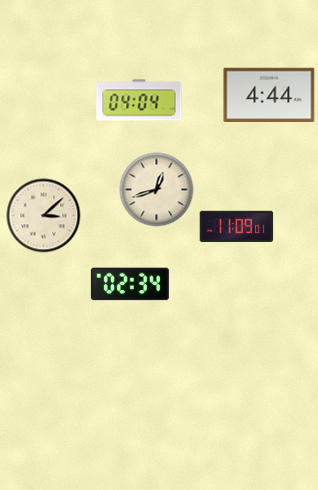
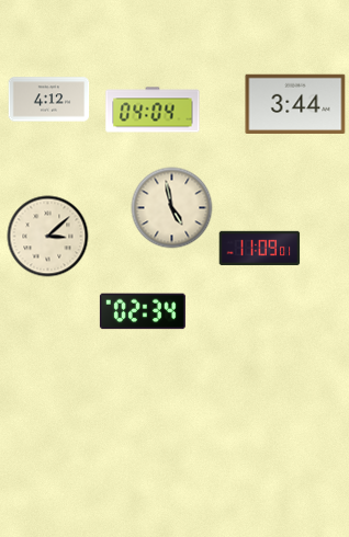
clock at (49, 100): none -> 4:12
clock at (269, 94): 4:44 -> 3:44
clock at (157, 190): 12:42 -> 4:58
